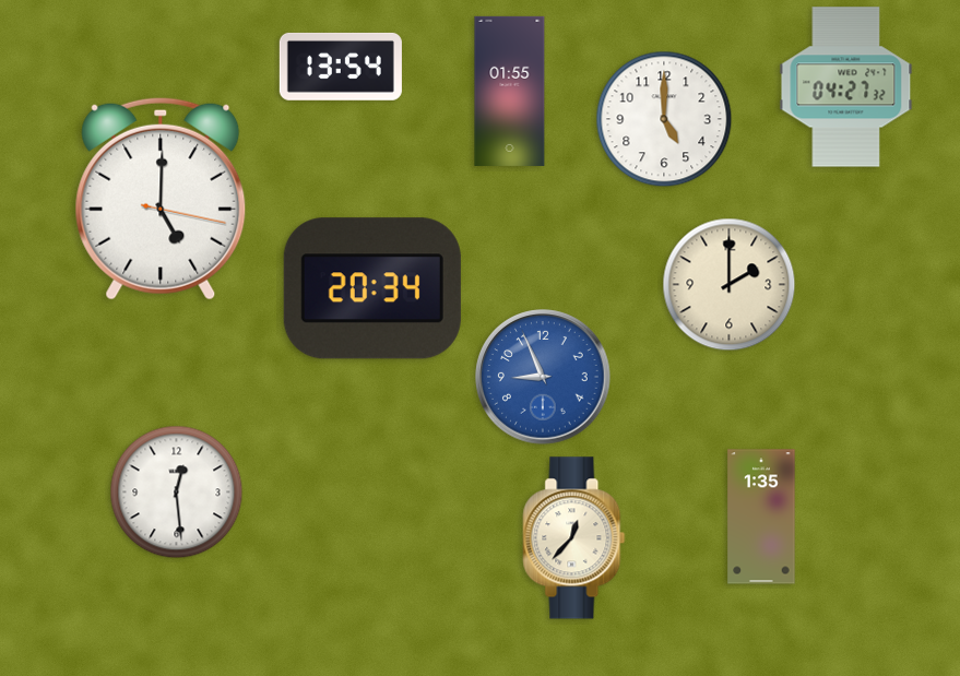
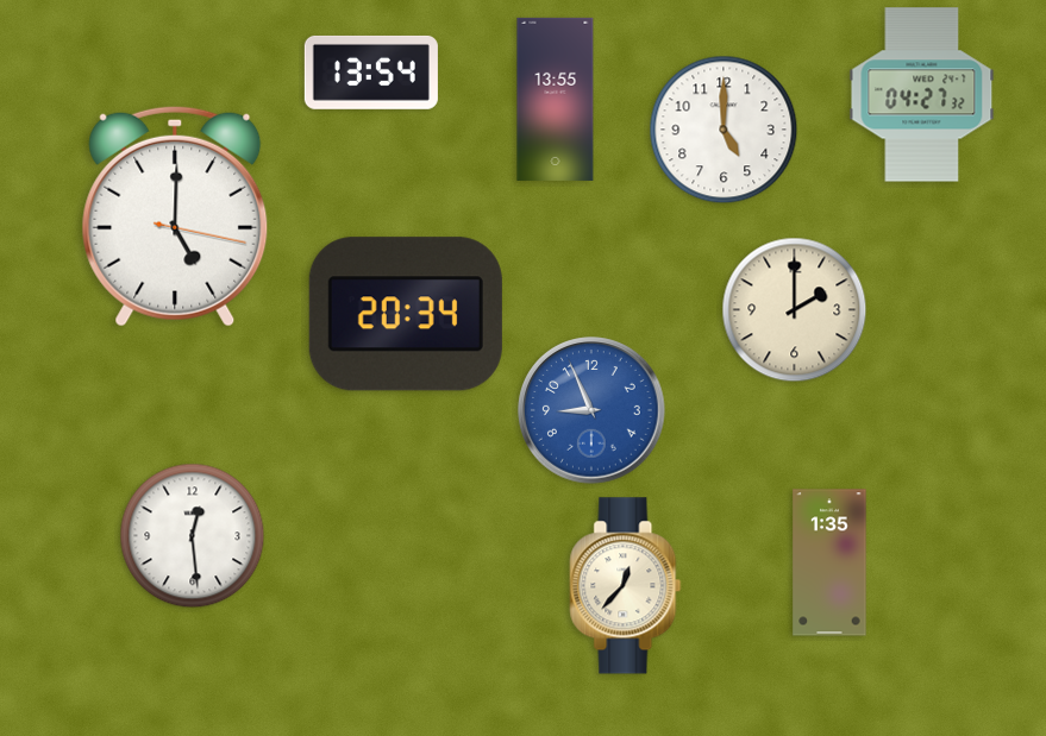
clock at (510, 91): 01:55 -> 13:55
